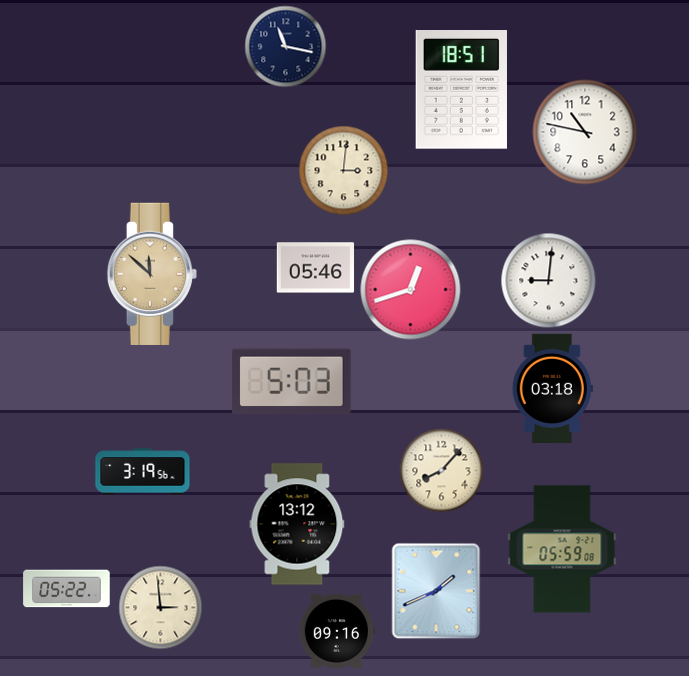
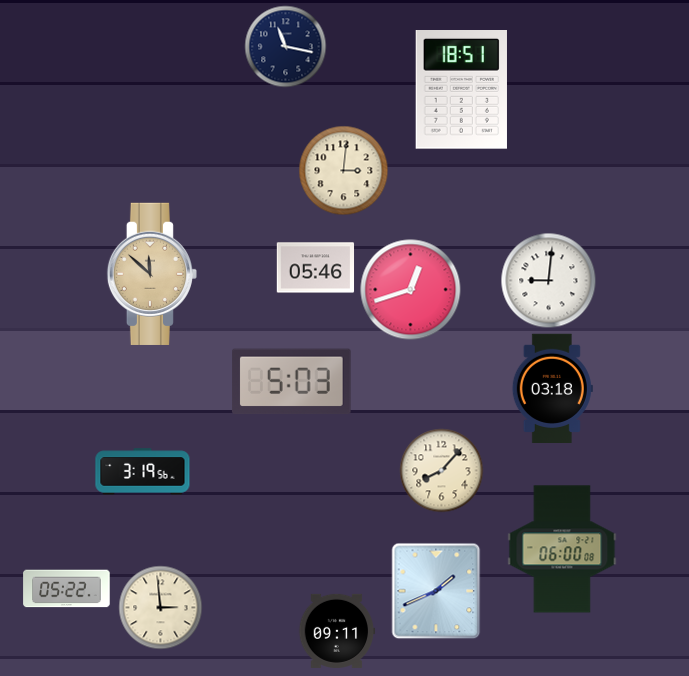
clock at (585, 132): 10:47 -> none
clock at (297, 524): 13:12 -> none
clock at (562, 549): 05:59 -> 06:00
clock at (337, 631): 09:16 -> 09:11
